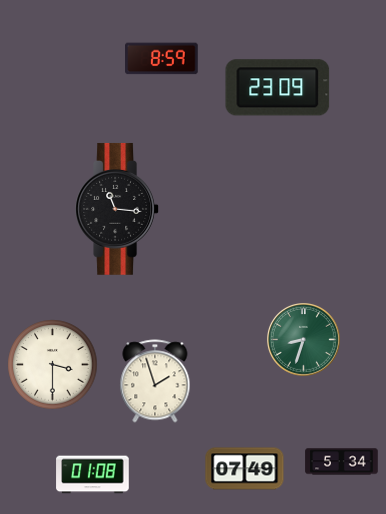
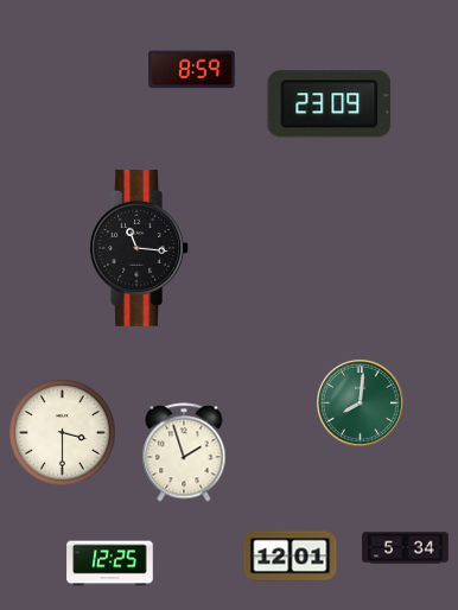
clock at (304, 340): 8:33 -> 8:01
clock at (245, 469): 07:49 -> 12:01
clock at (93, 475): 01:08 -> 12:25
